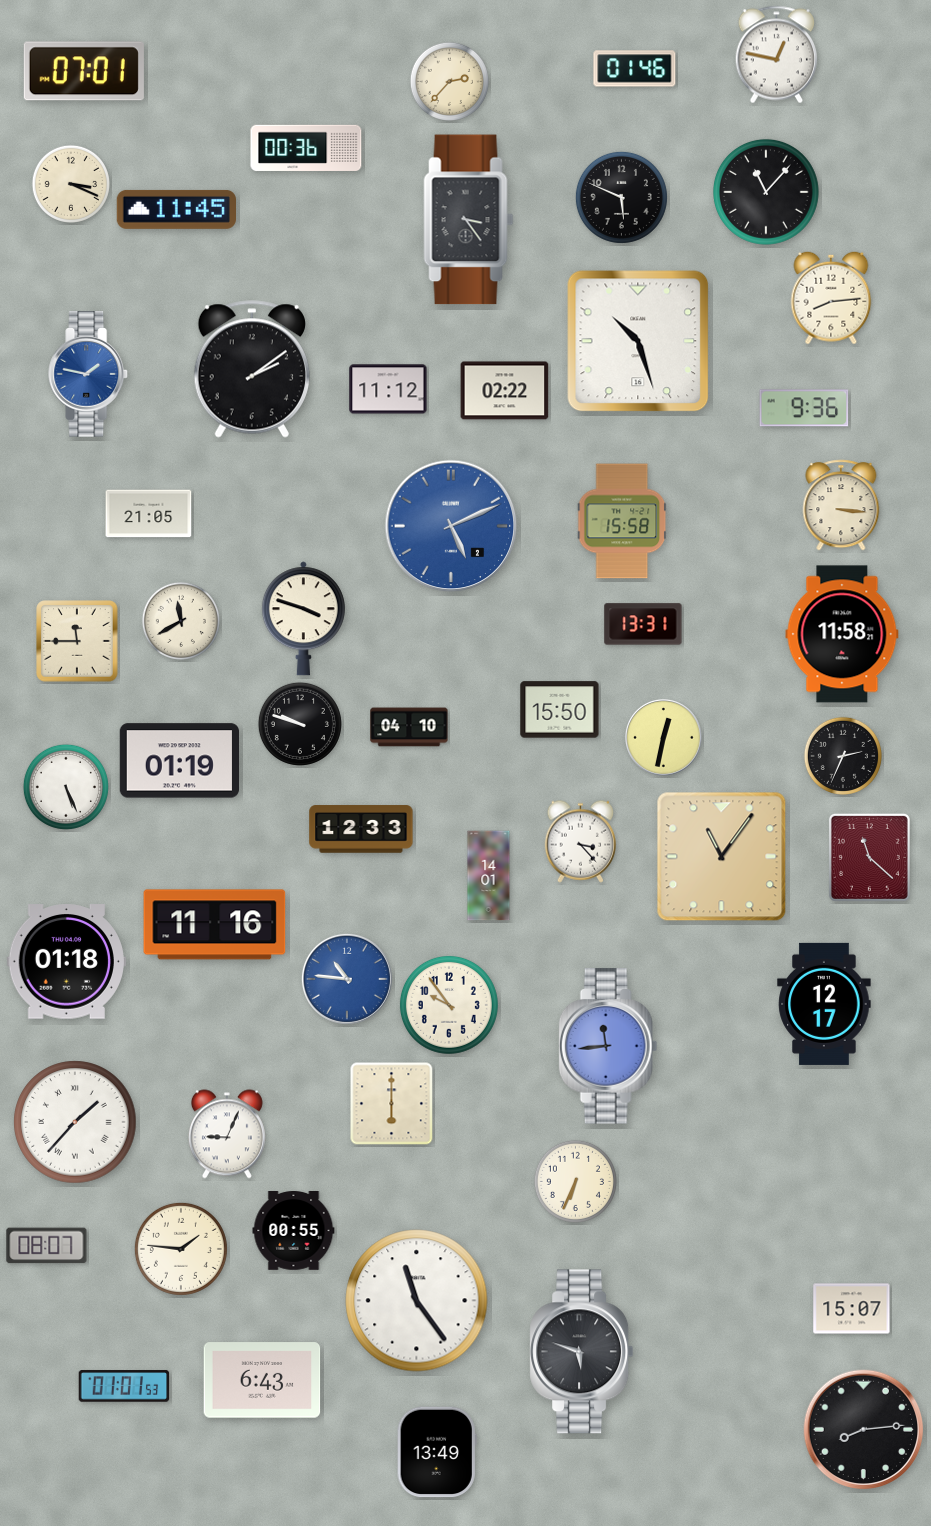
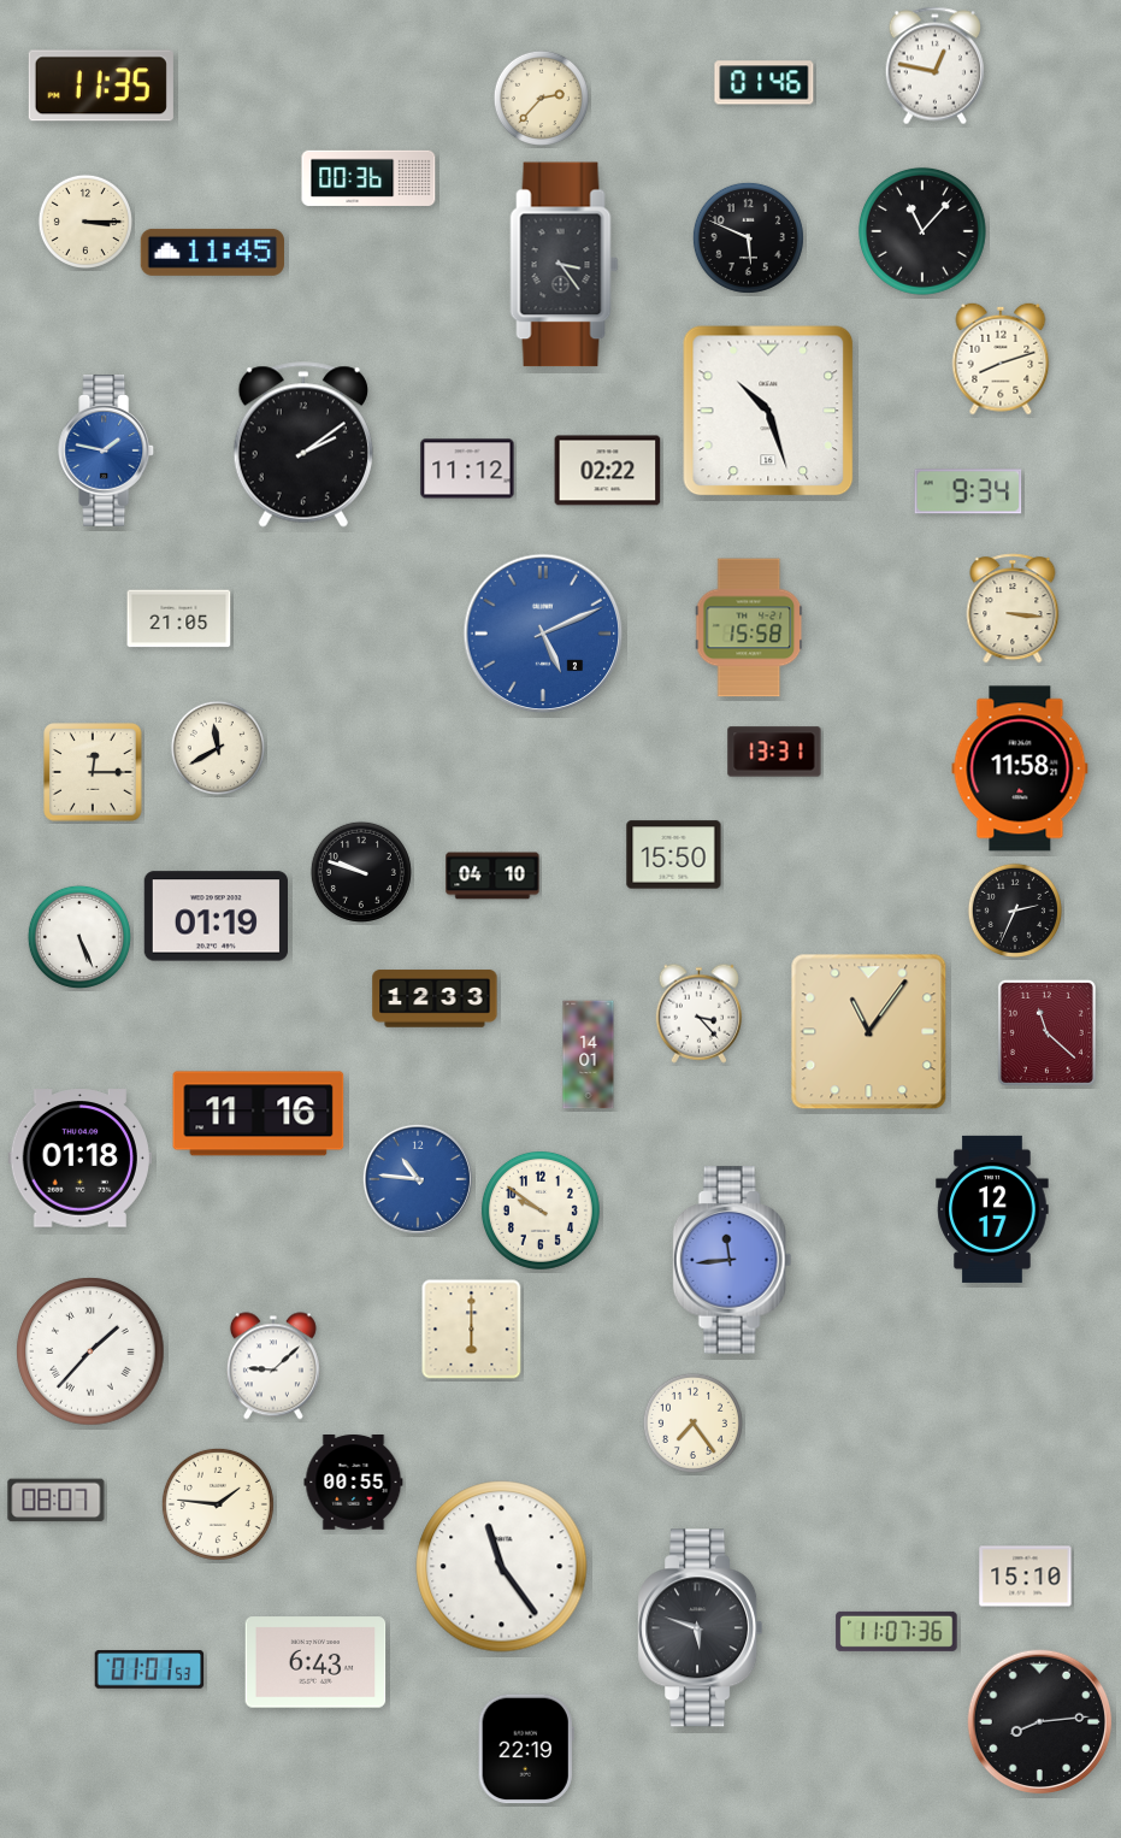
clock at (84, 71): 07:01 -> 11:35
clock at (71, 184): 3:19 -> 3:15
clock at (831, 298): 8:14 -> 8:12
clock at (804, 408): 9:36 -> 9:34
clock at (303, 619): 3:48 -> none
clock at (842, 634) position: (842, 634) -> (1020, 768)
clock at (77, 641): 11:45 -> 12:15
clock at (664, 738): 12:32 -> none
clock at (66, 787) position: (66, 787) -> (79, 937)
clock at (449, 1005): 9:54 -> 9:51
clock at (227, 1134): 9:04 -> 9:08
clock at (575, 1181): 6:34 -> 7:24
clock at (852, 1309): 15:07 -> 15:10
clock at (897, 1631): none -> 11:07
clock at (437, 1452): 13:49 -> 22:19
